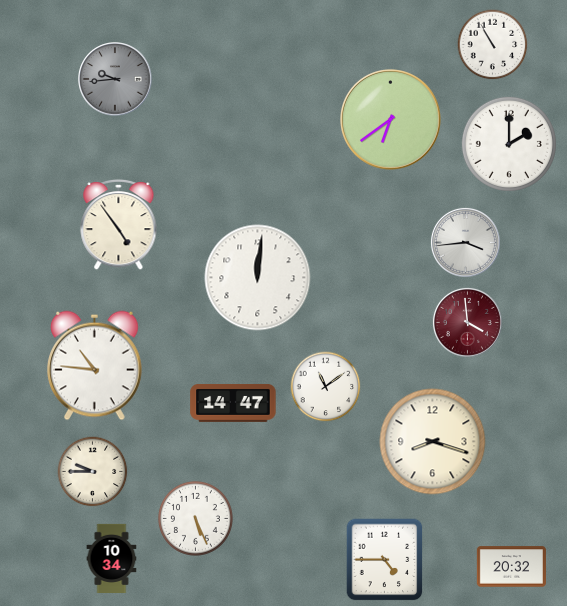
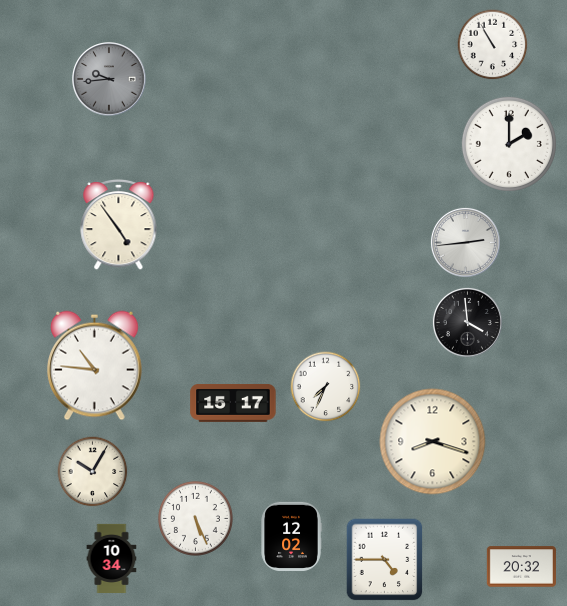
clock at (115, 79) position: (115, 79) -> (109, 79)
clock at (391, 120): 6:39 -> none
clock at (465, 242): 3:44 -> 2:44
clock at (258, 278): 12:01 -> none
clock at (467, 322) dial: burgundy -> black
clock at (326, 387): 11:09 -> 7:34
clock at (233, 403): 14:47 -> 15:17
clock at (93, 472): 9:45 -> 10:05
clock at (291, 536): none -> 12:02
clock at (511, 567) position: (511, 567) -> (521, 567)
